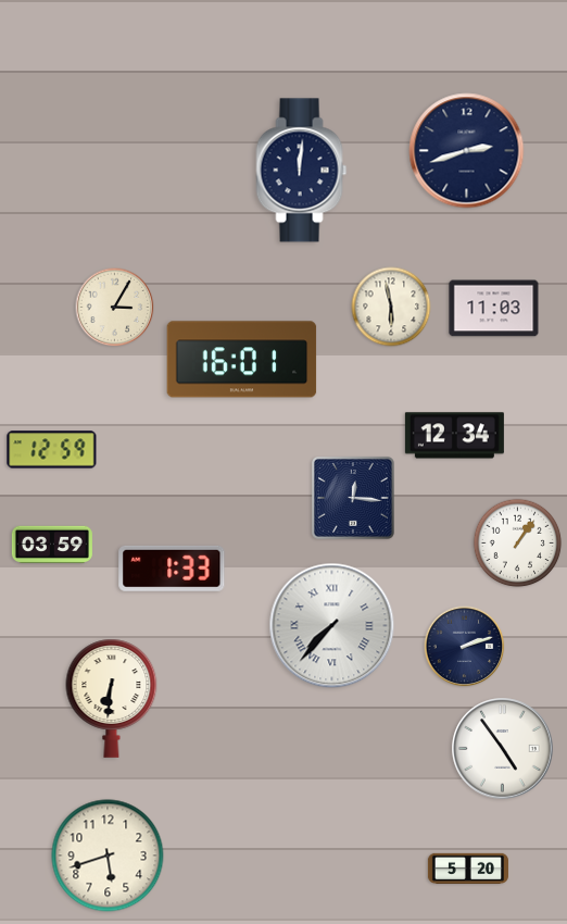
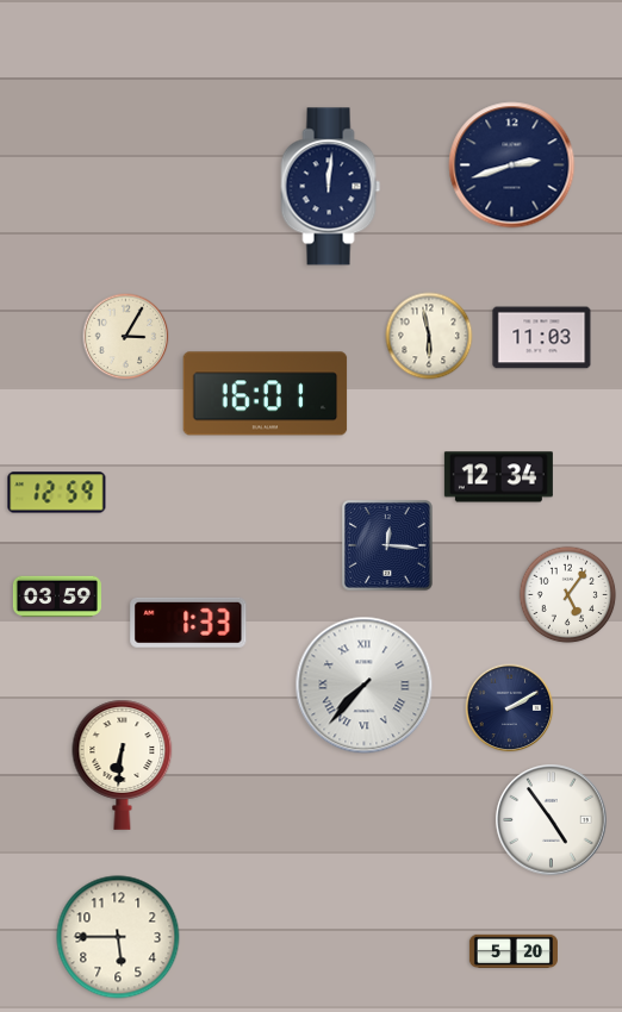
clock at (518, 544): 1:06 -> 5:06
clock at (465, 647): 2:12 -> 2:10
clock at (108, 856): 5:42 -> 5:45
